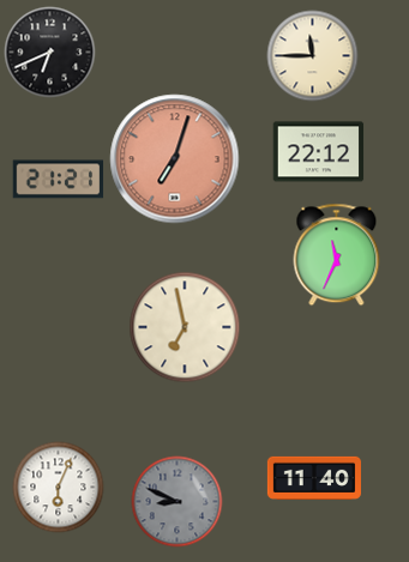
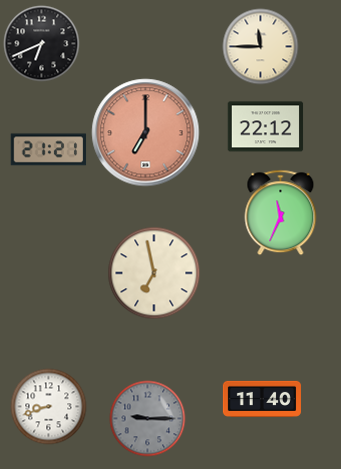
clock at (175, 159): 7:03 -> 7:00
clock at (59, 488): 6:04 -> 8:42
clock at (178, 502): 8:49 -> 9:15
